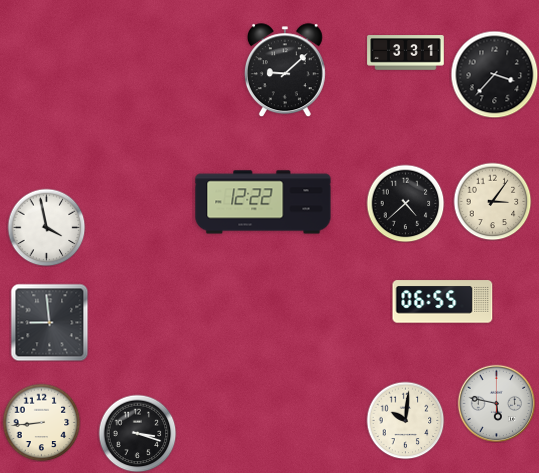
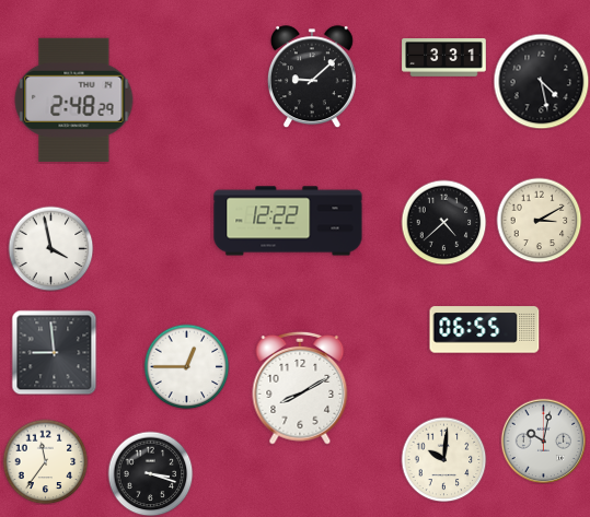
clock at (494, 74): 3:37 -> 4:28
clock at (74, 99): none -> 2:48
clock at (492, 201): 3:06 -> 3:10
clock at (186, 366): none -> 12:45
clock at (300, 388): none -> 8:10
clock at (496, 403): 5:47 -> 10:02
clock at (41, 422): 8:44 -> 11:36
